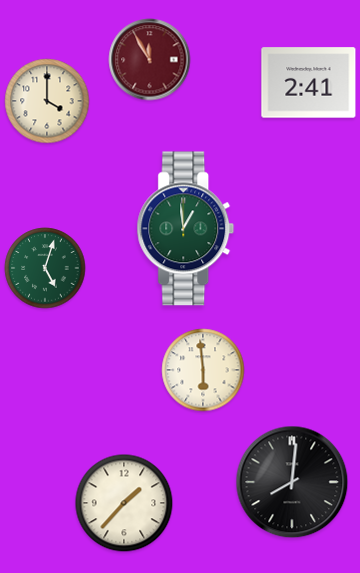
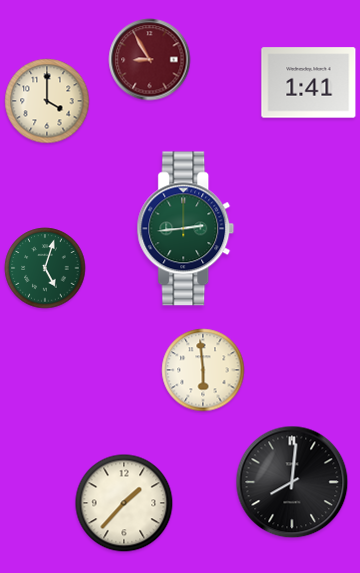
clock at (150, 60): 11:55 -> 8:55
clock at (309, 83): 2:41 -> 1:41
clock at (186, 229): 12:59 -> 2:44
